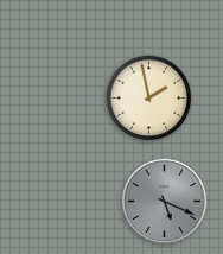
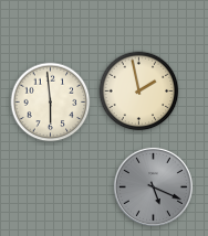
clock at (51, 103): none -> 5:59
